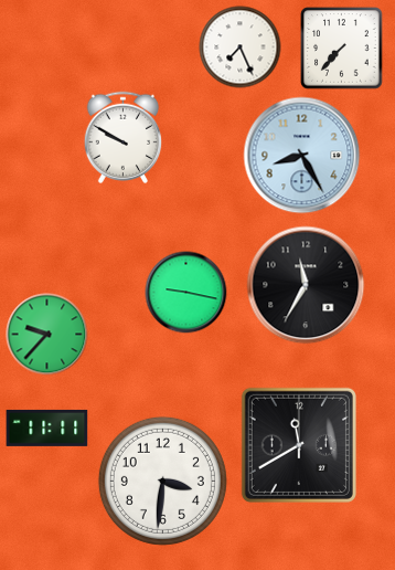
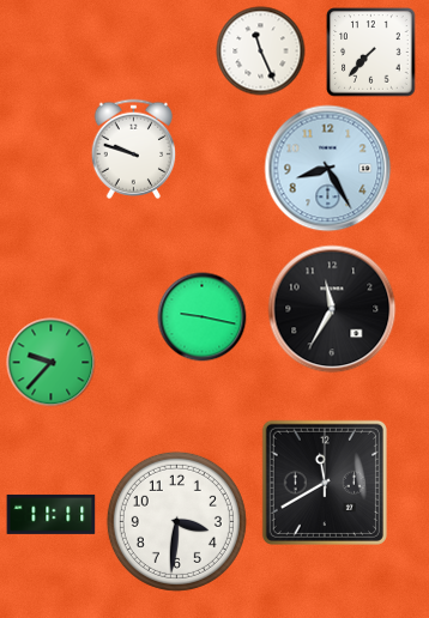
clock at (241, 47): 7:26 -> 11:26
clock at (124, 137): 9:50 -> 9:48
clock at (47, 427) position: (47, 427) -> (52, 514)
